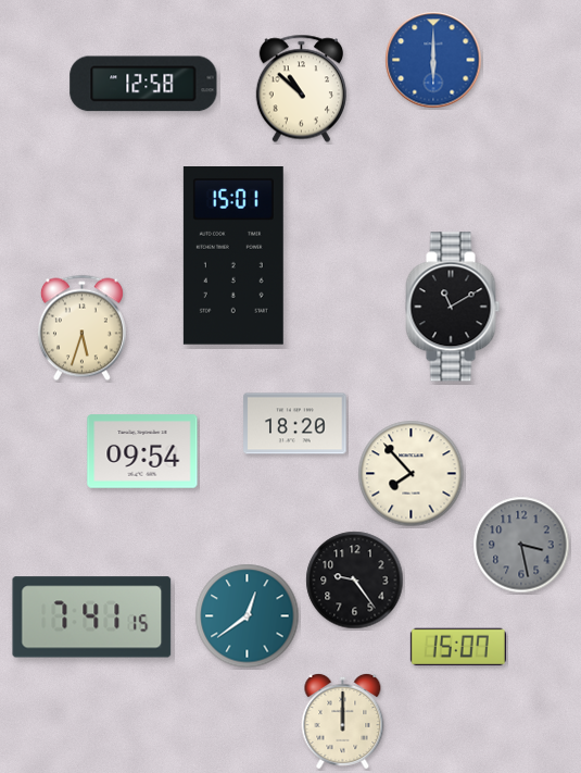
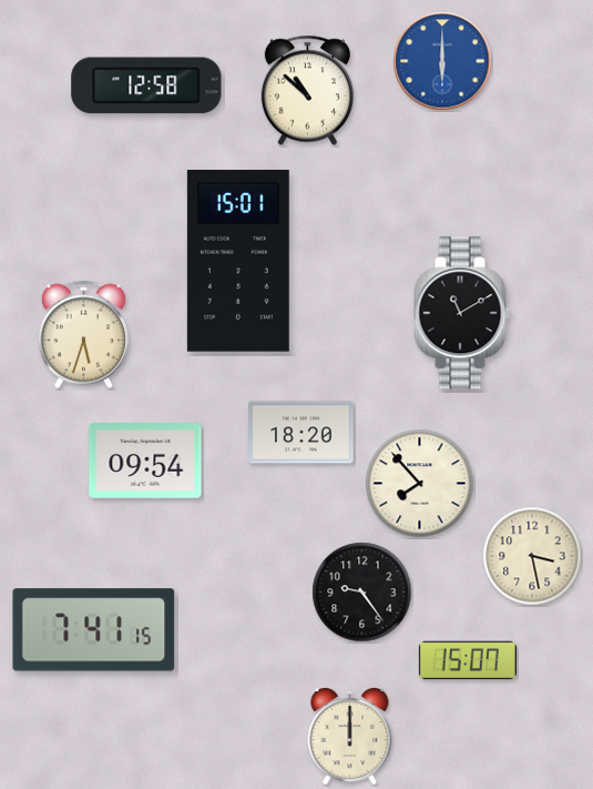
clock at (521, 545) dial: grey -> cream
clock at (248, 616): 12:39 -> none
